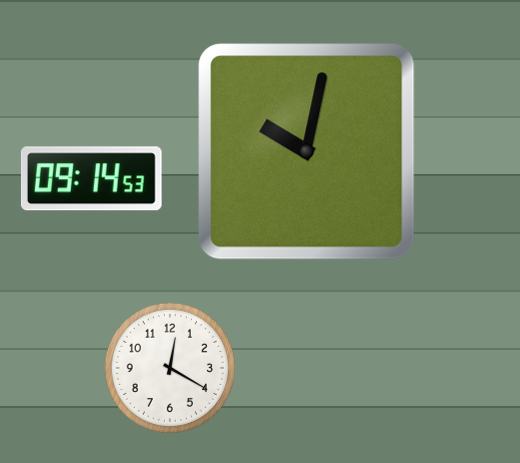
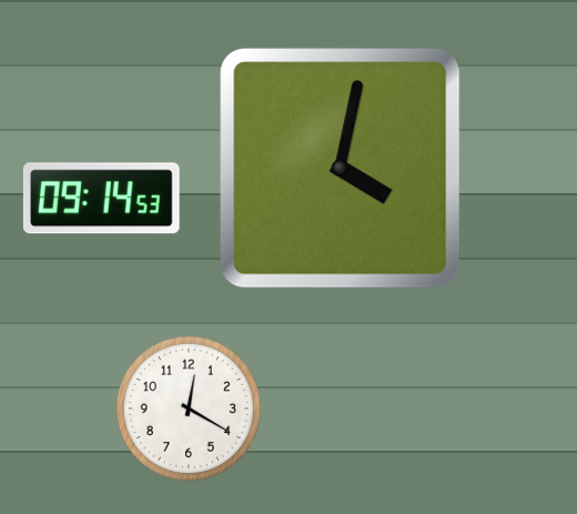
clock at (307, 152): 10:02 -> 4:02
